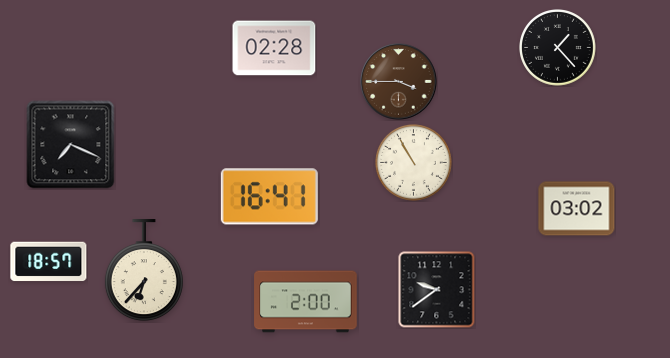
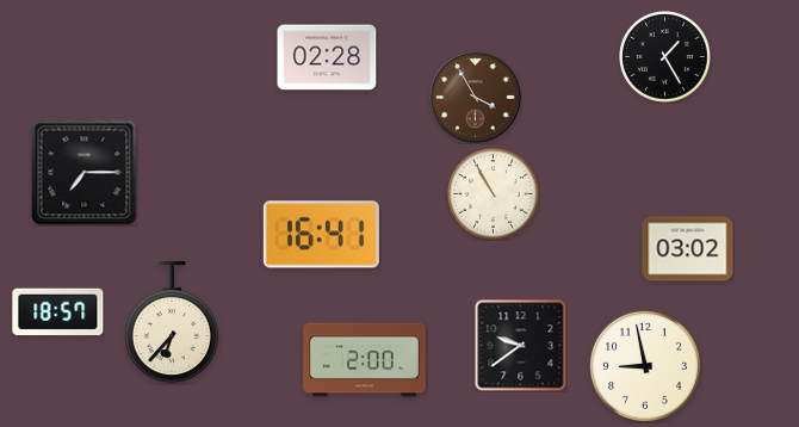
clock at (558, 48): 1:23 -> 1:25
clock at (399, 82): 3:45 -> 3:55
clock at (71, 145): 7:19 -> 7:15
clock at (645, 366): none -> 8:58
